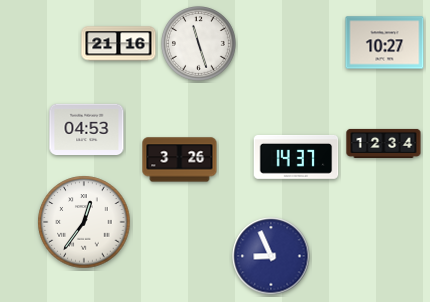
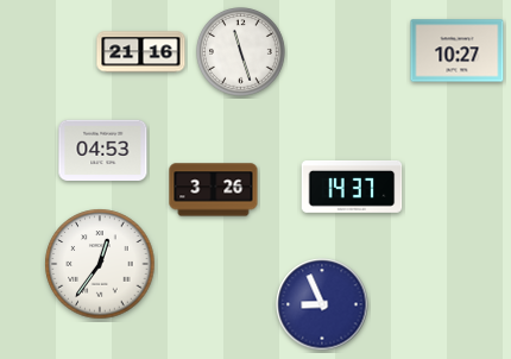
clock at (199, 44) position: (199, 44) -> (241, 52)
clock at (87, 130) position: (87, 130) -> (103, 151)
clock at (384, 143): 12:34 -> none
